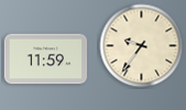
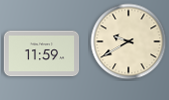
clock at (142, 46): 9:36 -> 9:40
